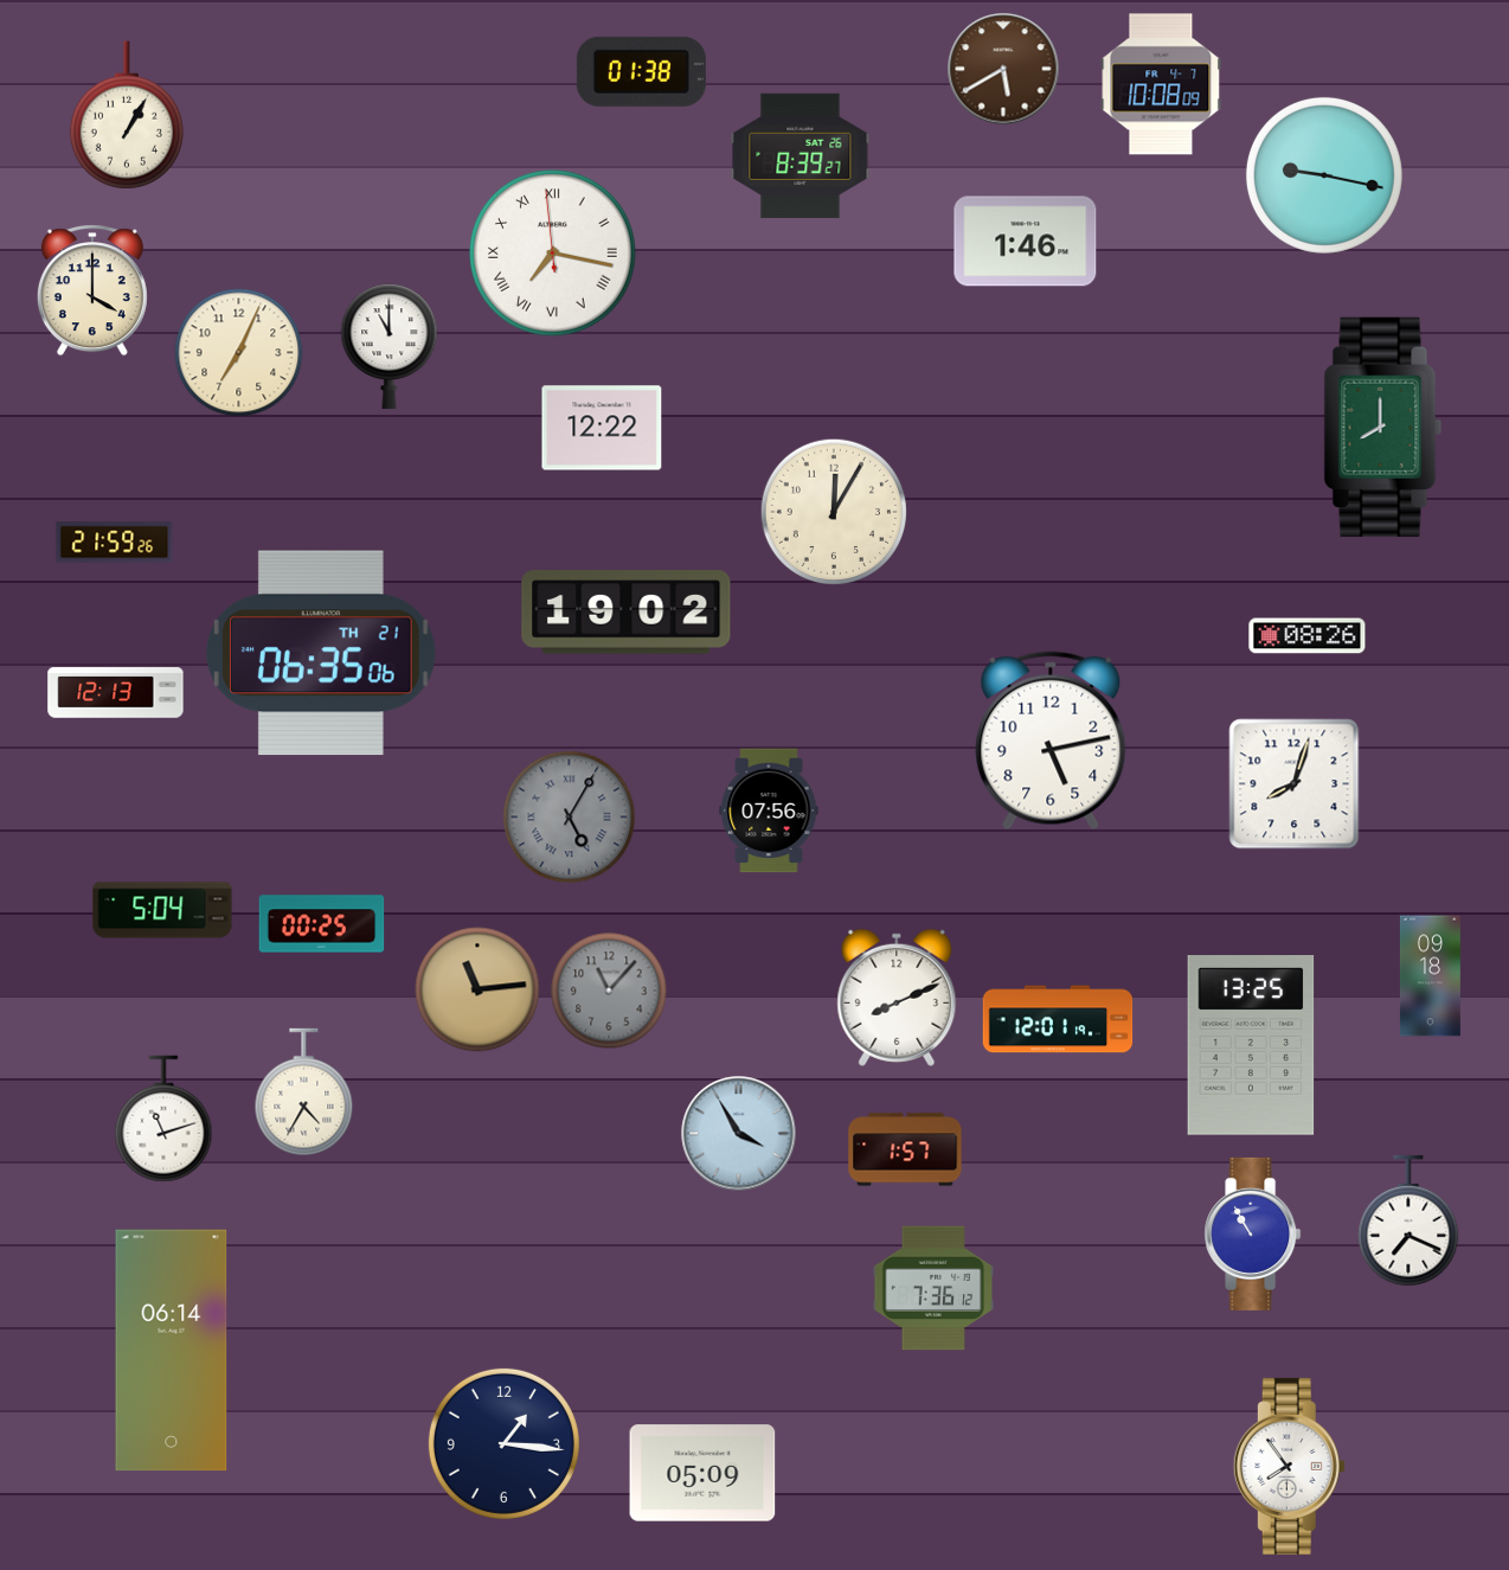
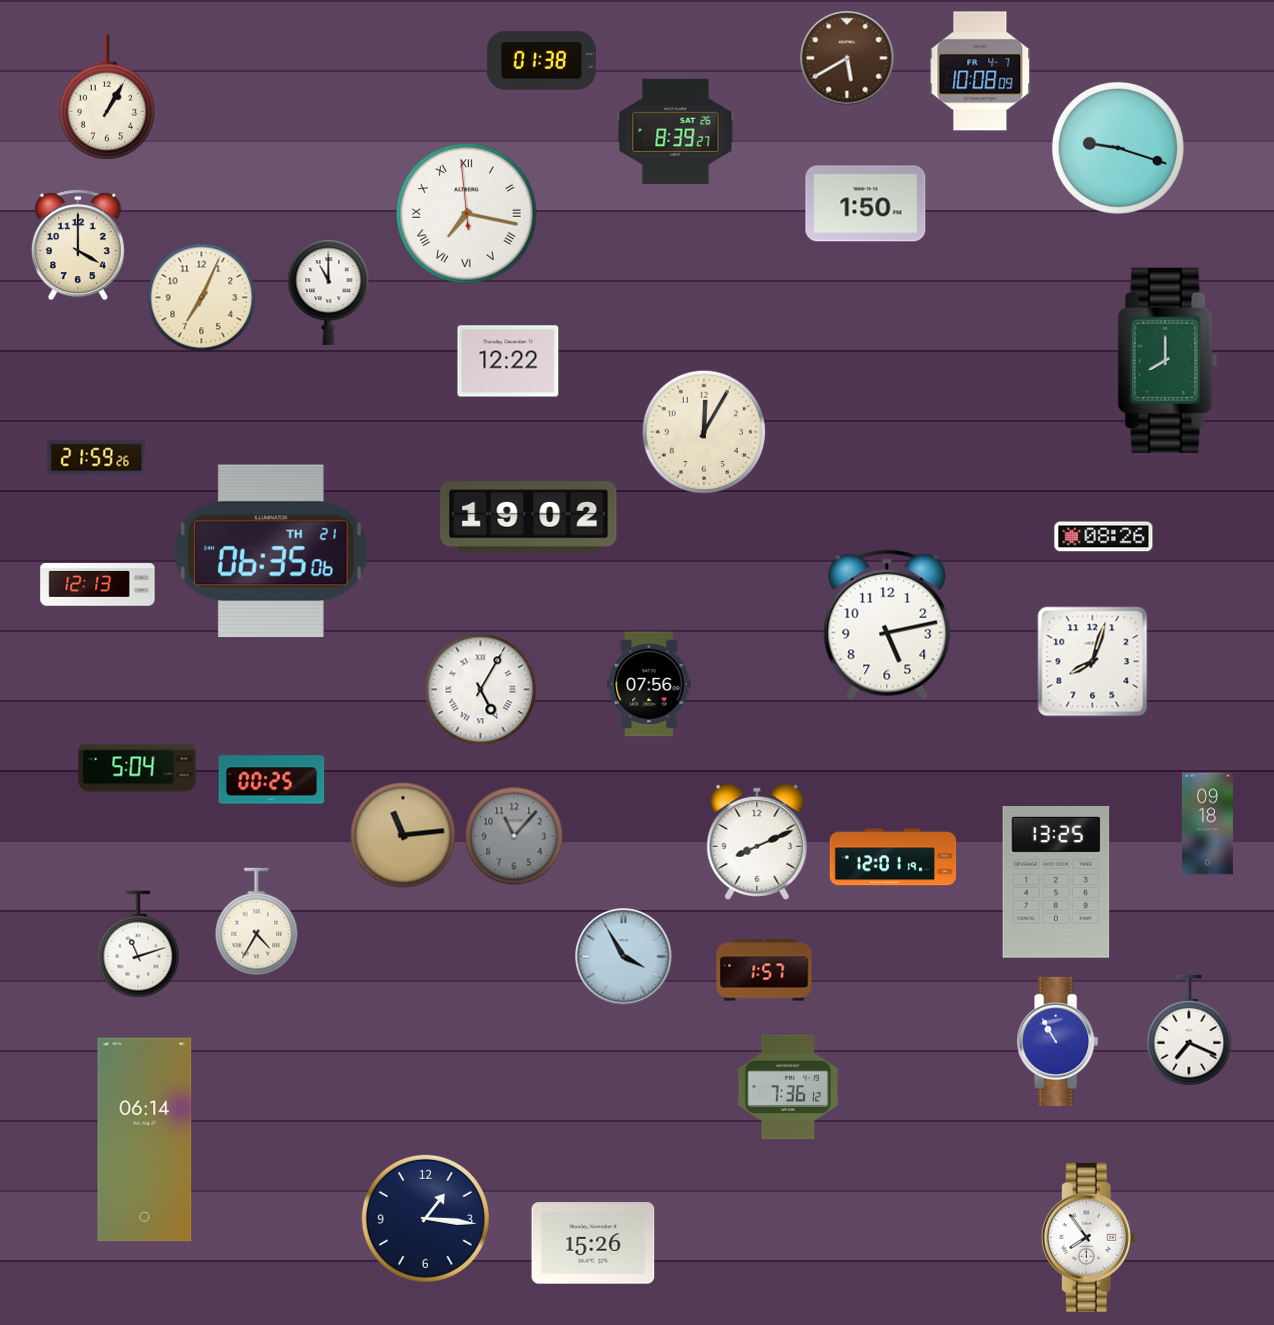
clock at (1324, 175): 9:17 -> 9:18
clock at (1026, 242): 1:46 -> 1:50
clock at (570, 818) dial: grey -> white
clock at (1058, 1019) position: (1058, 1019) -> (893, 857)
clock at (702, 1473): 05:09 -> 15:26
